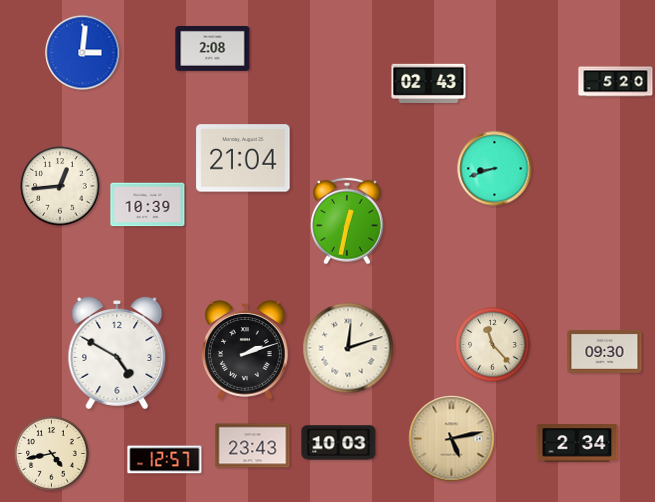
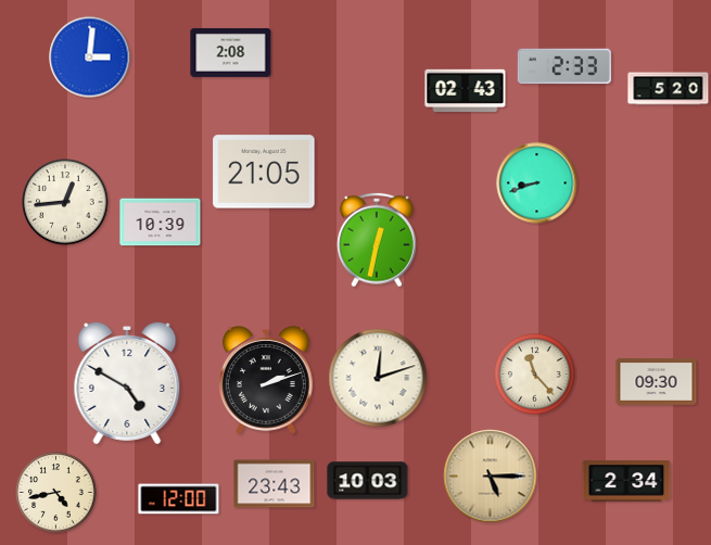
clock at (564, 66): none -> 2:33
clock at (243, 158): 21:04 -> 21:05
clock at (452, 439): 5:13 -> 5:15
clock at (165, 460): 12:57 -> 12:00
